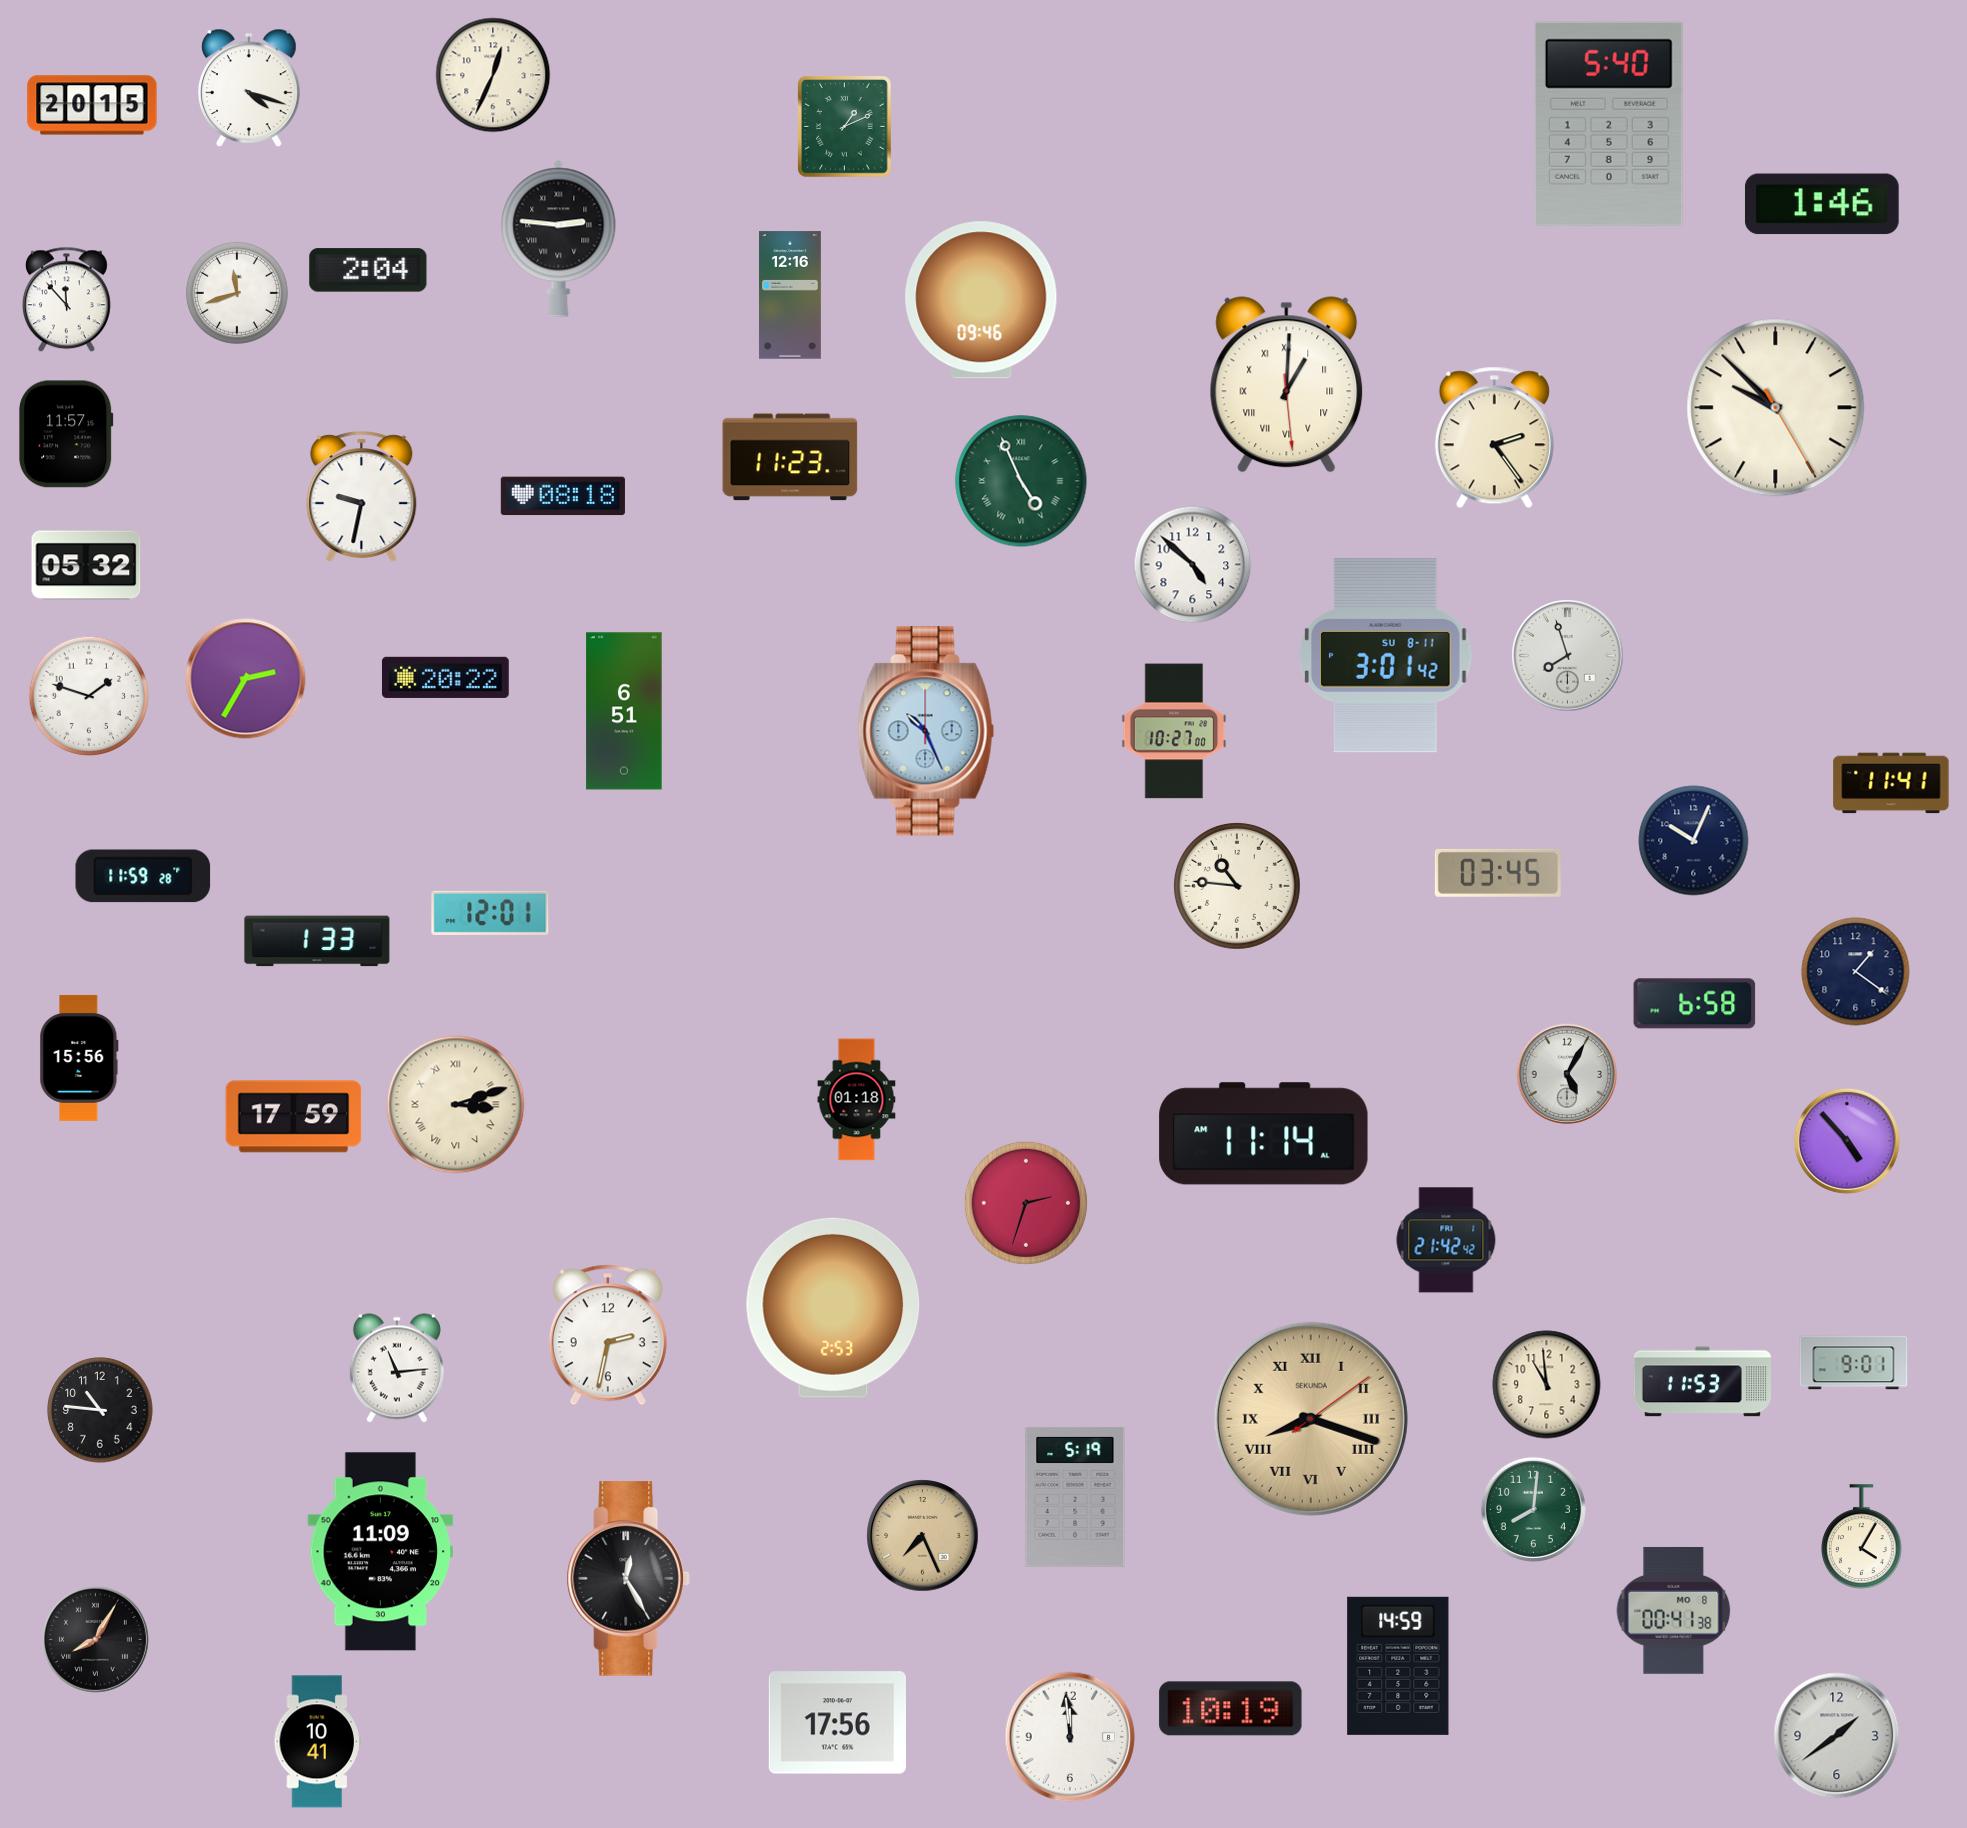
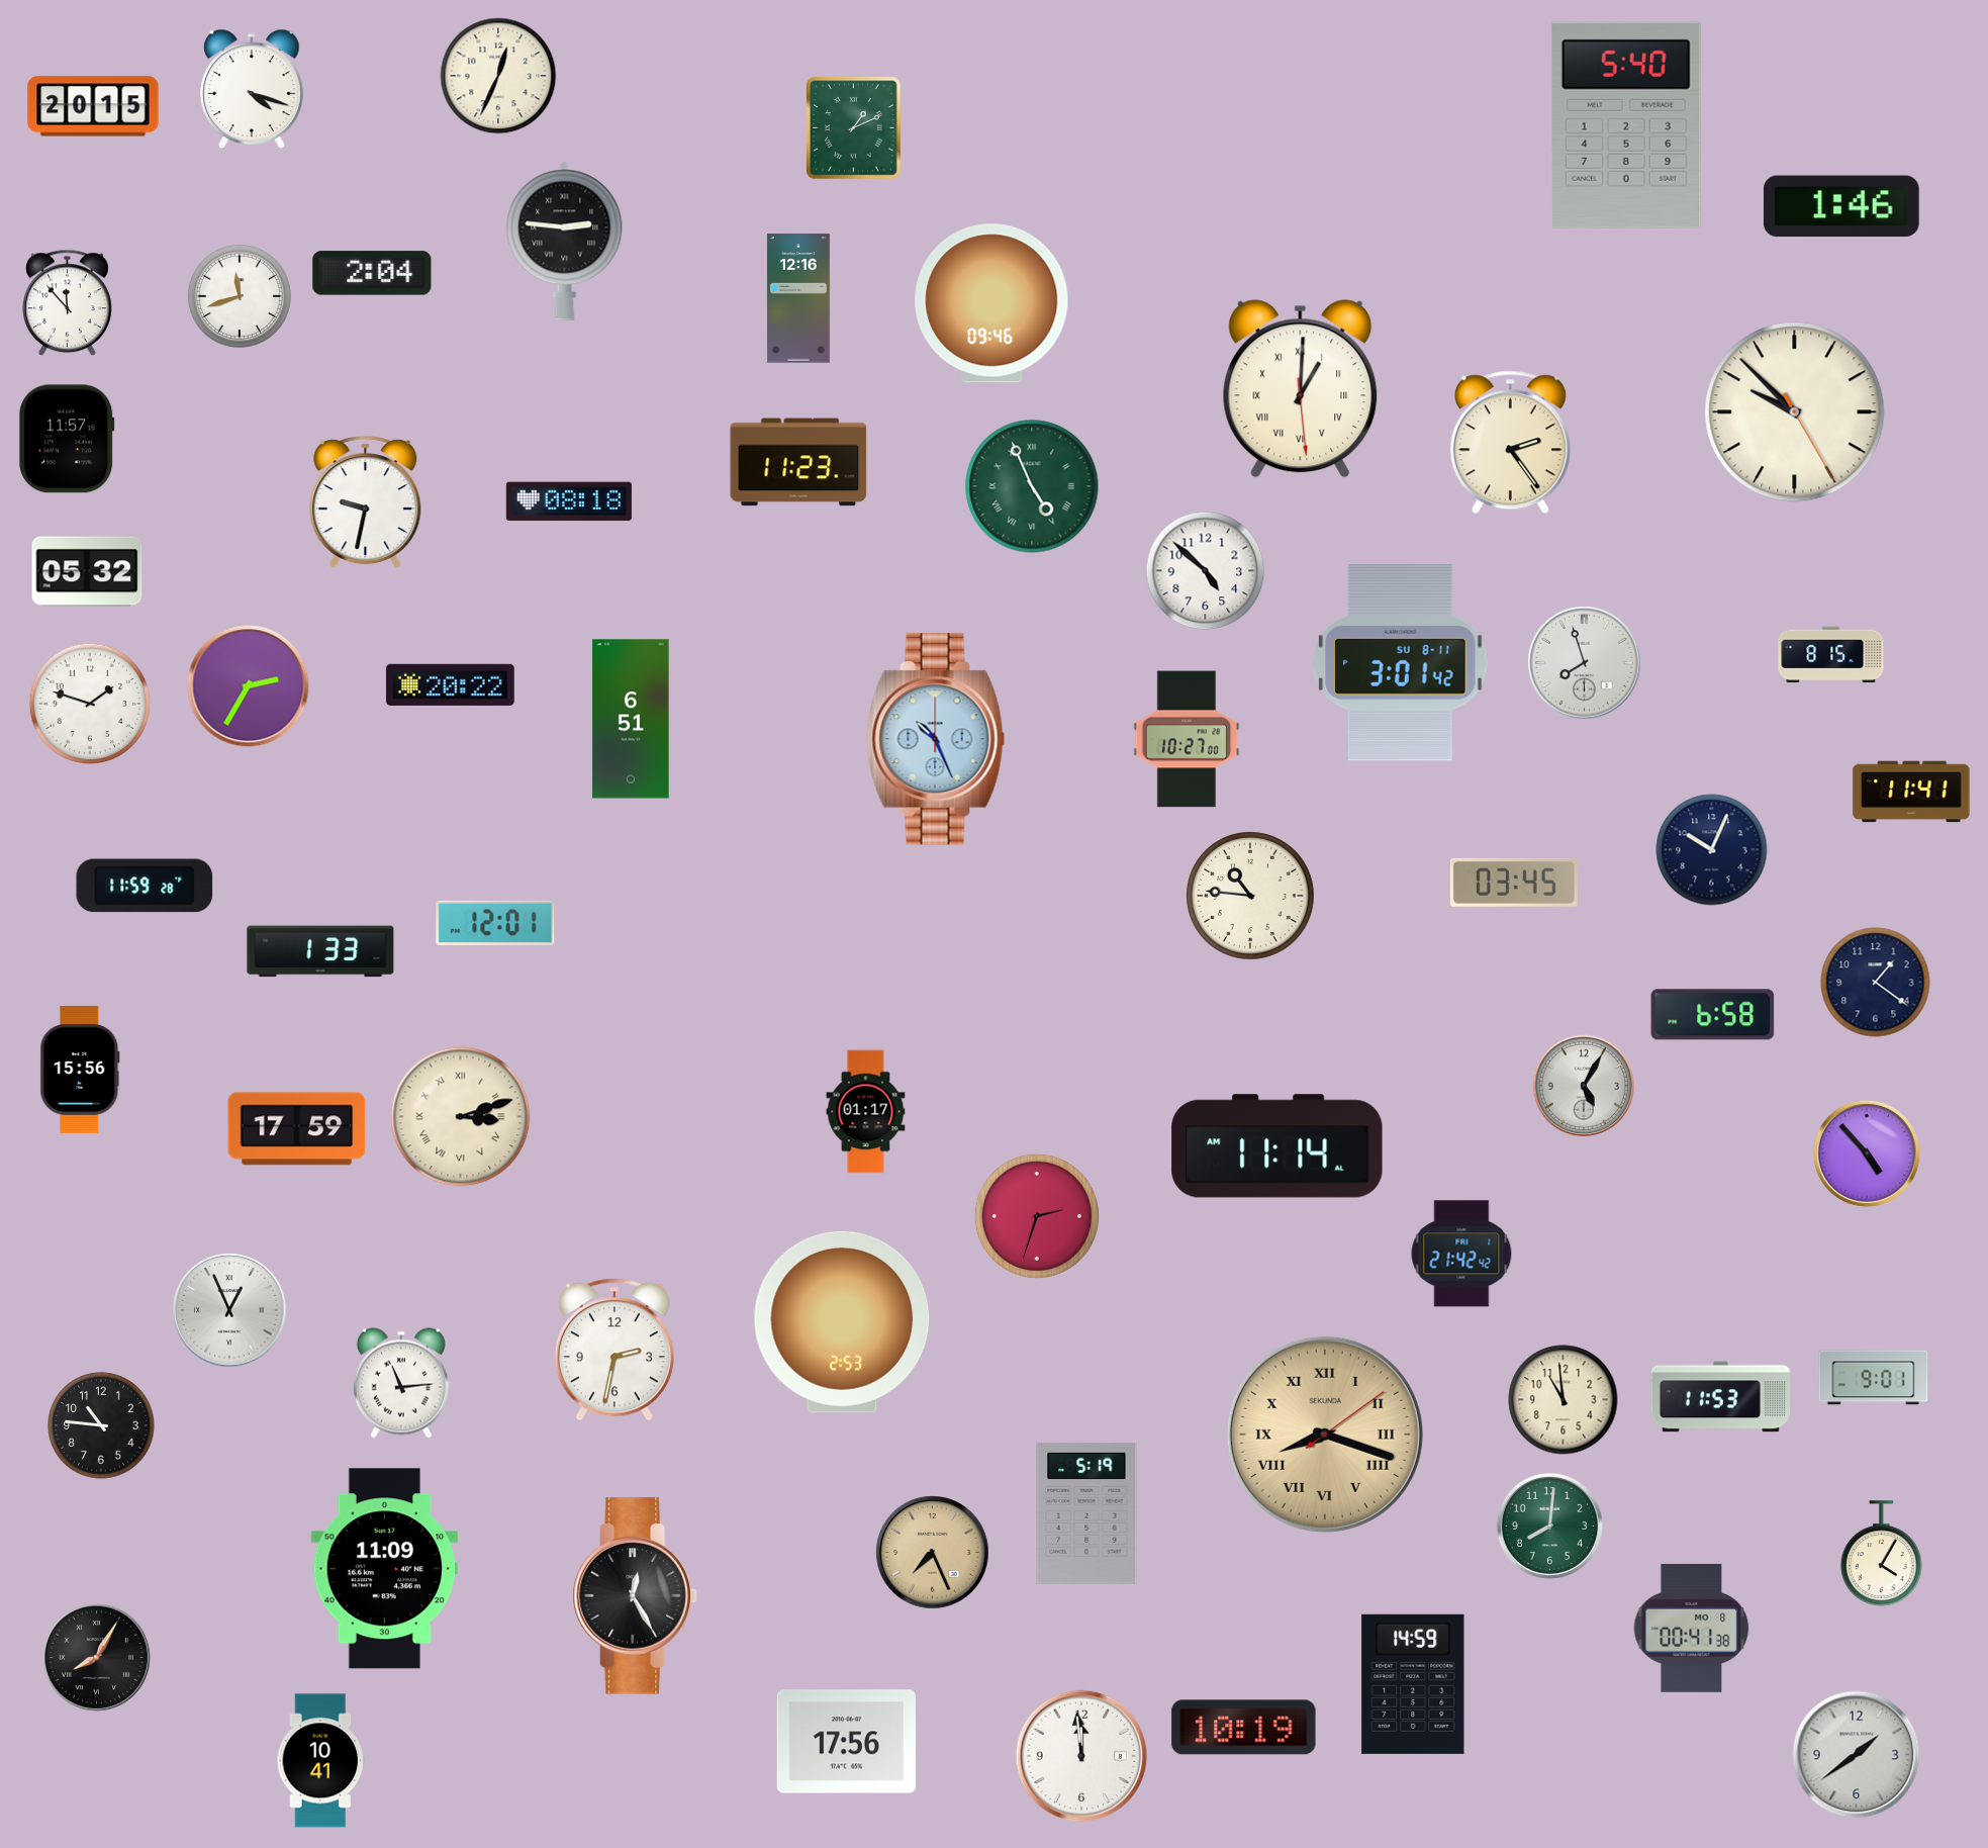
clock at (1831, 655): none -> 8:15
clock at (857, 1100): 01:18 -> 01:17
clock at (229, 1310): none -> 12:56
